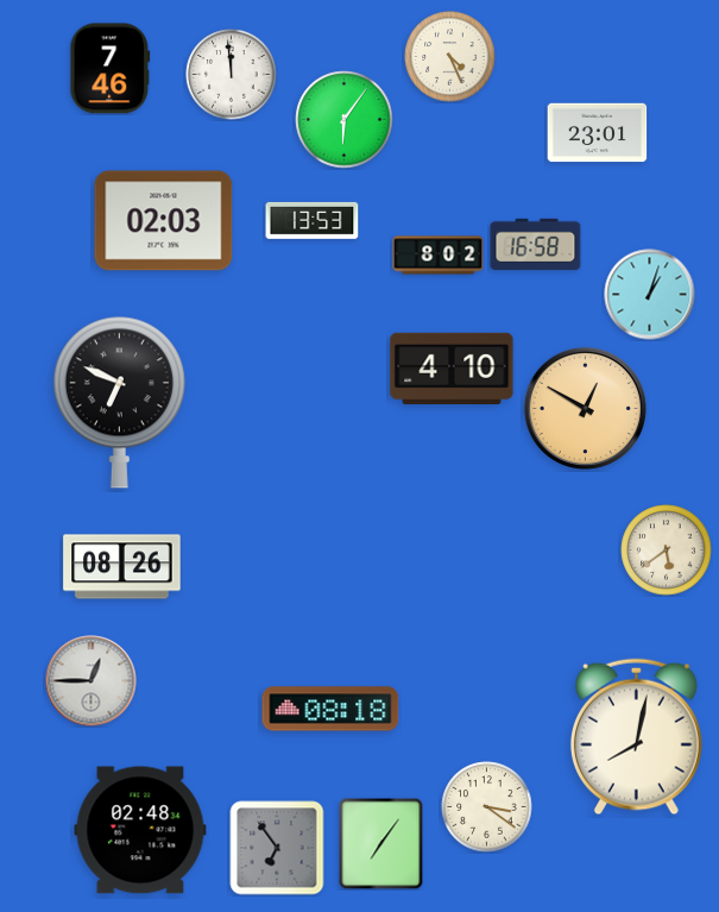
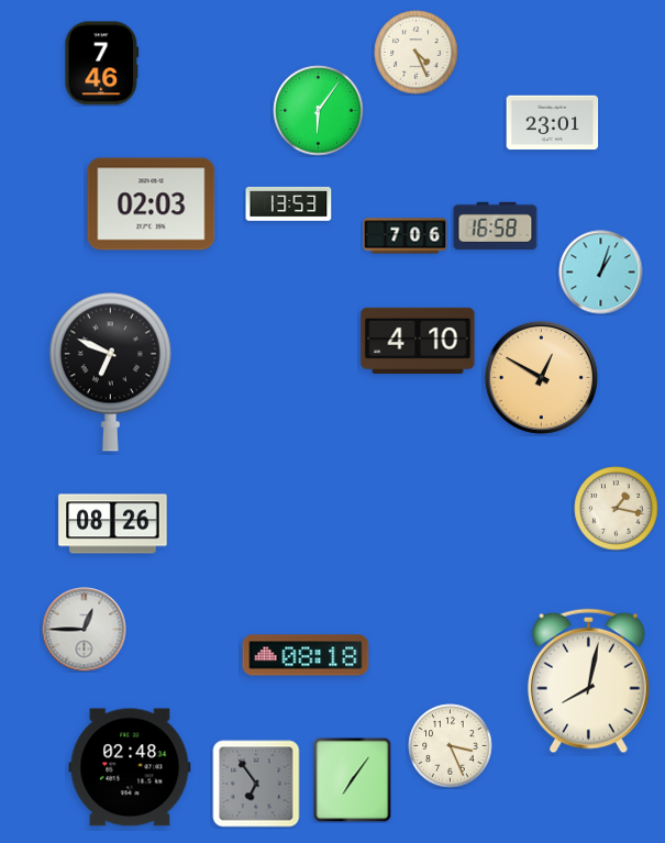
clock at (232, 75): 11:59 -> none
clock at (439, 256): 8:02 -> 7:06
clock at (667, 551): 5:39 -> 1:17
clock at (487, 807): 3:21 -> 3:26
